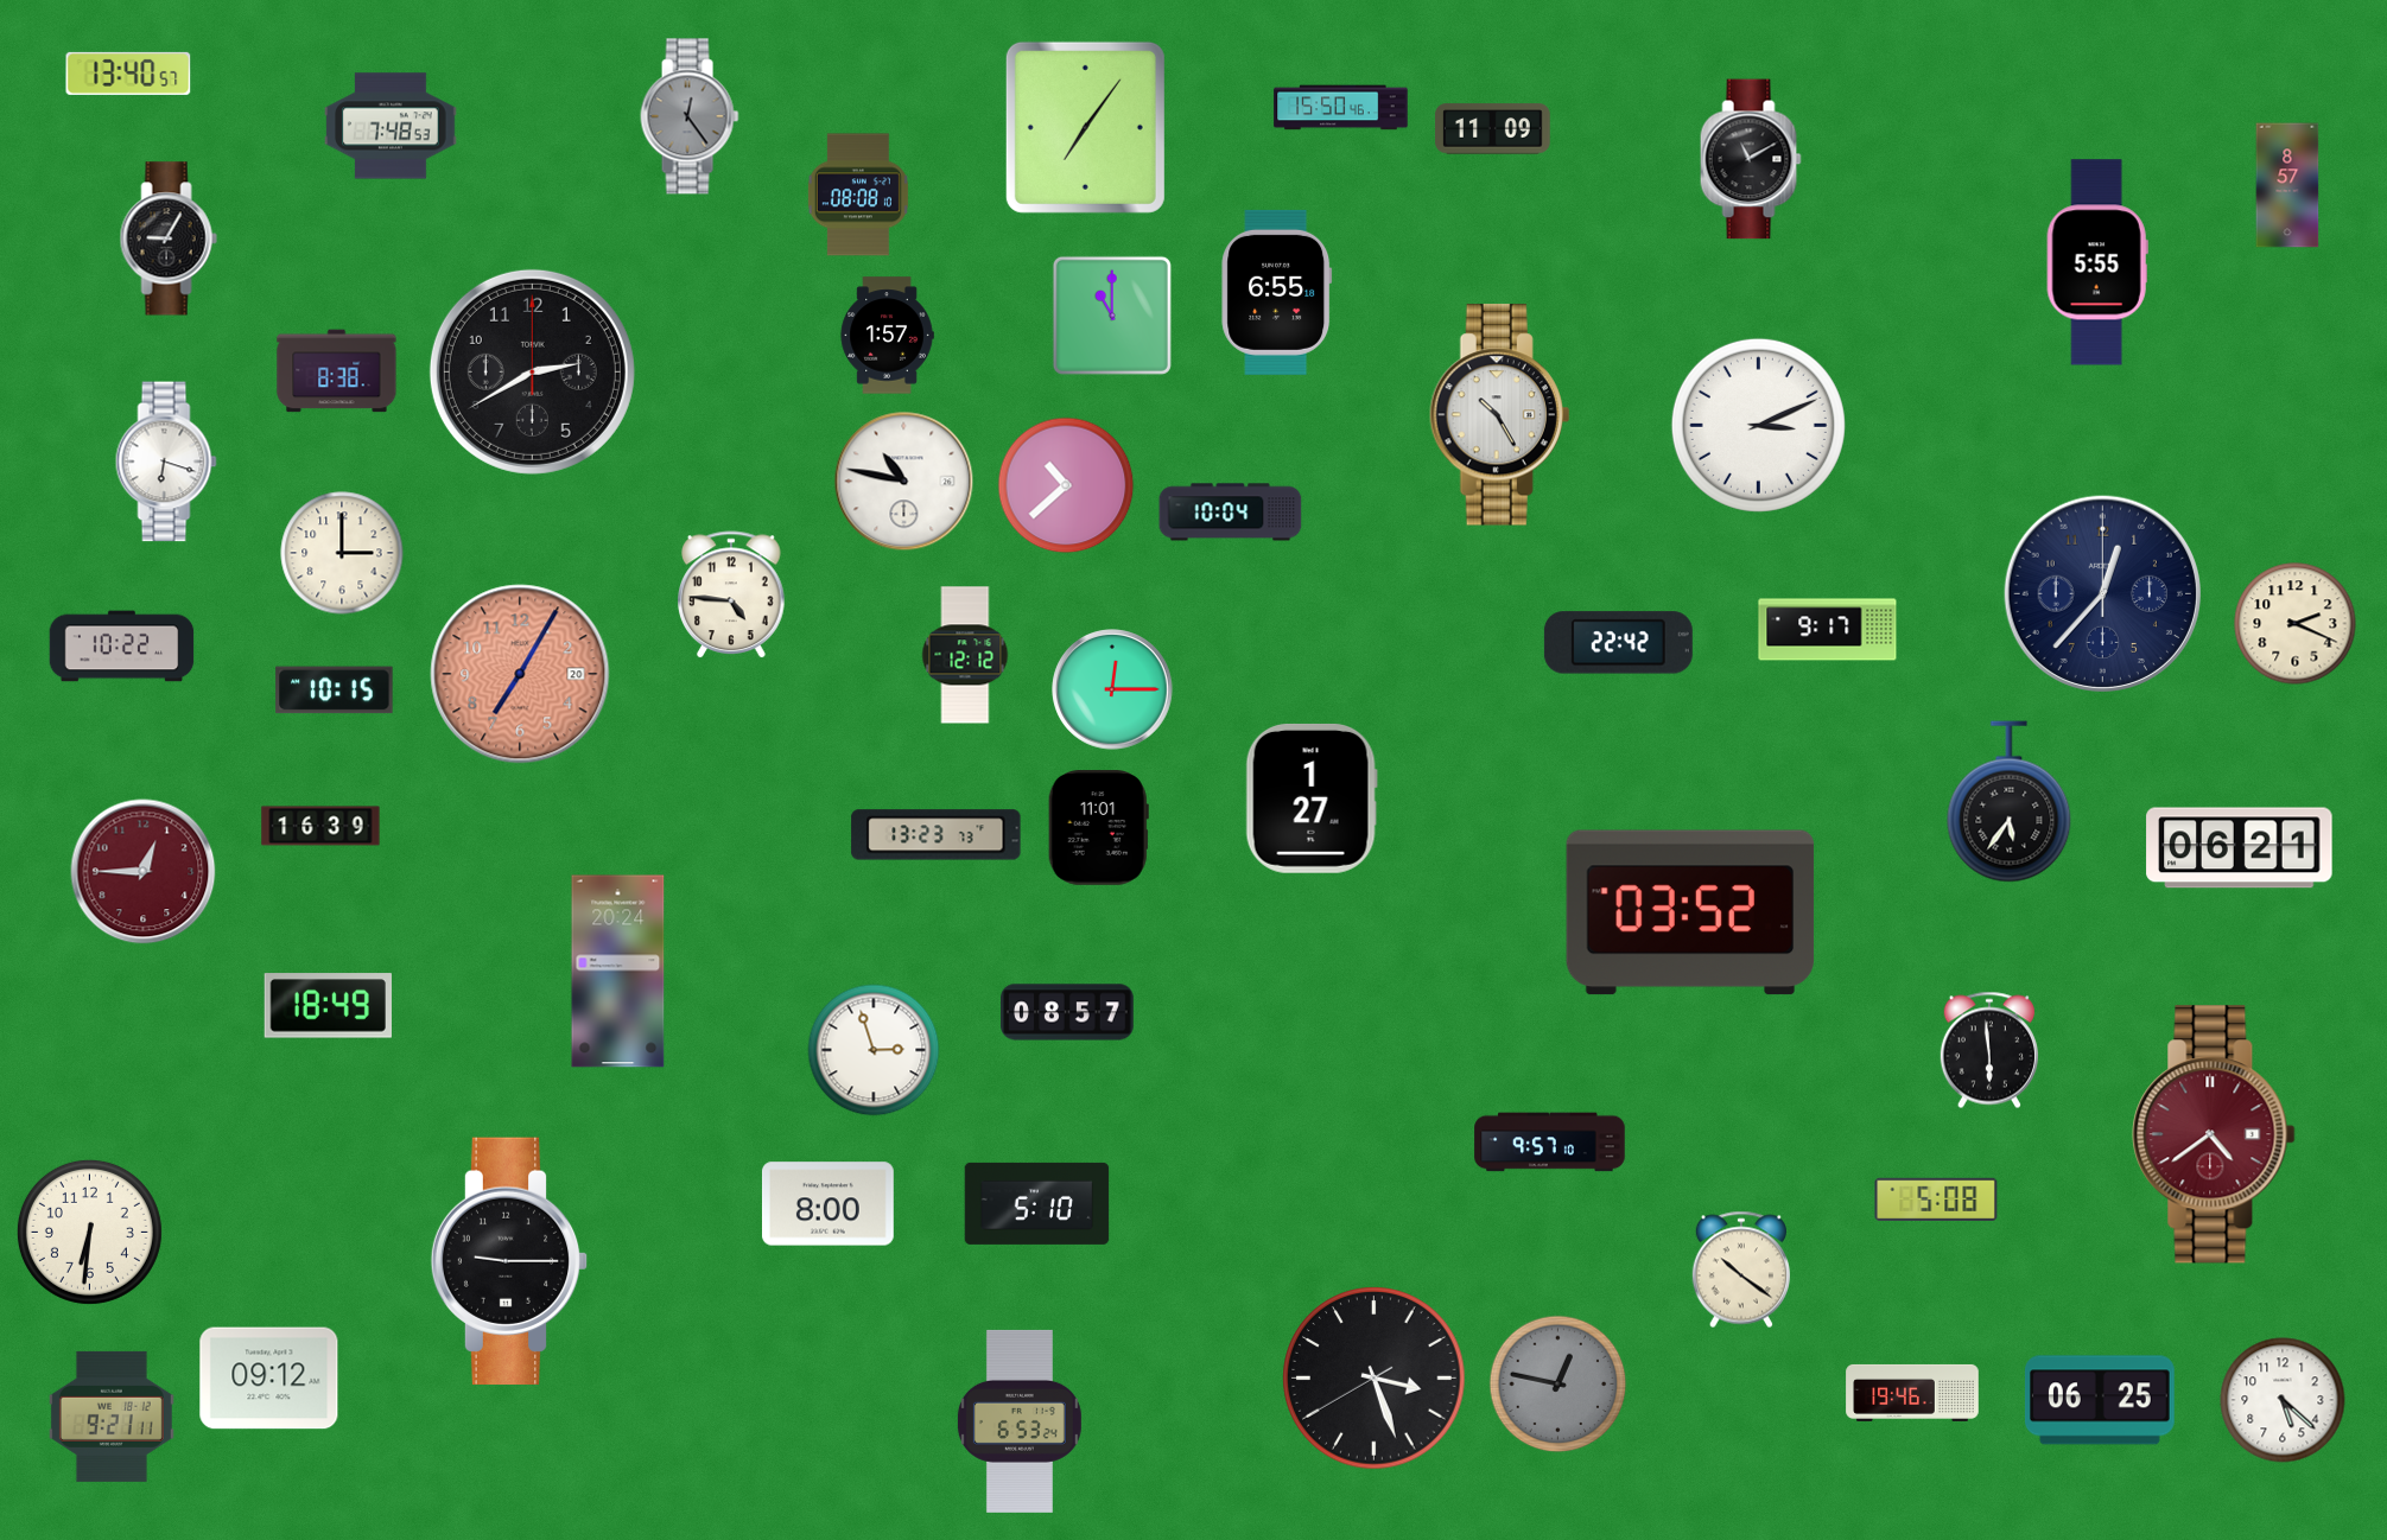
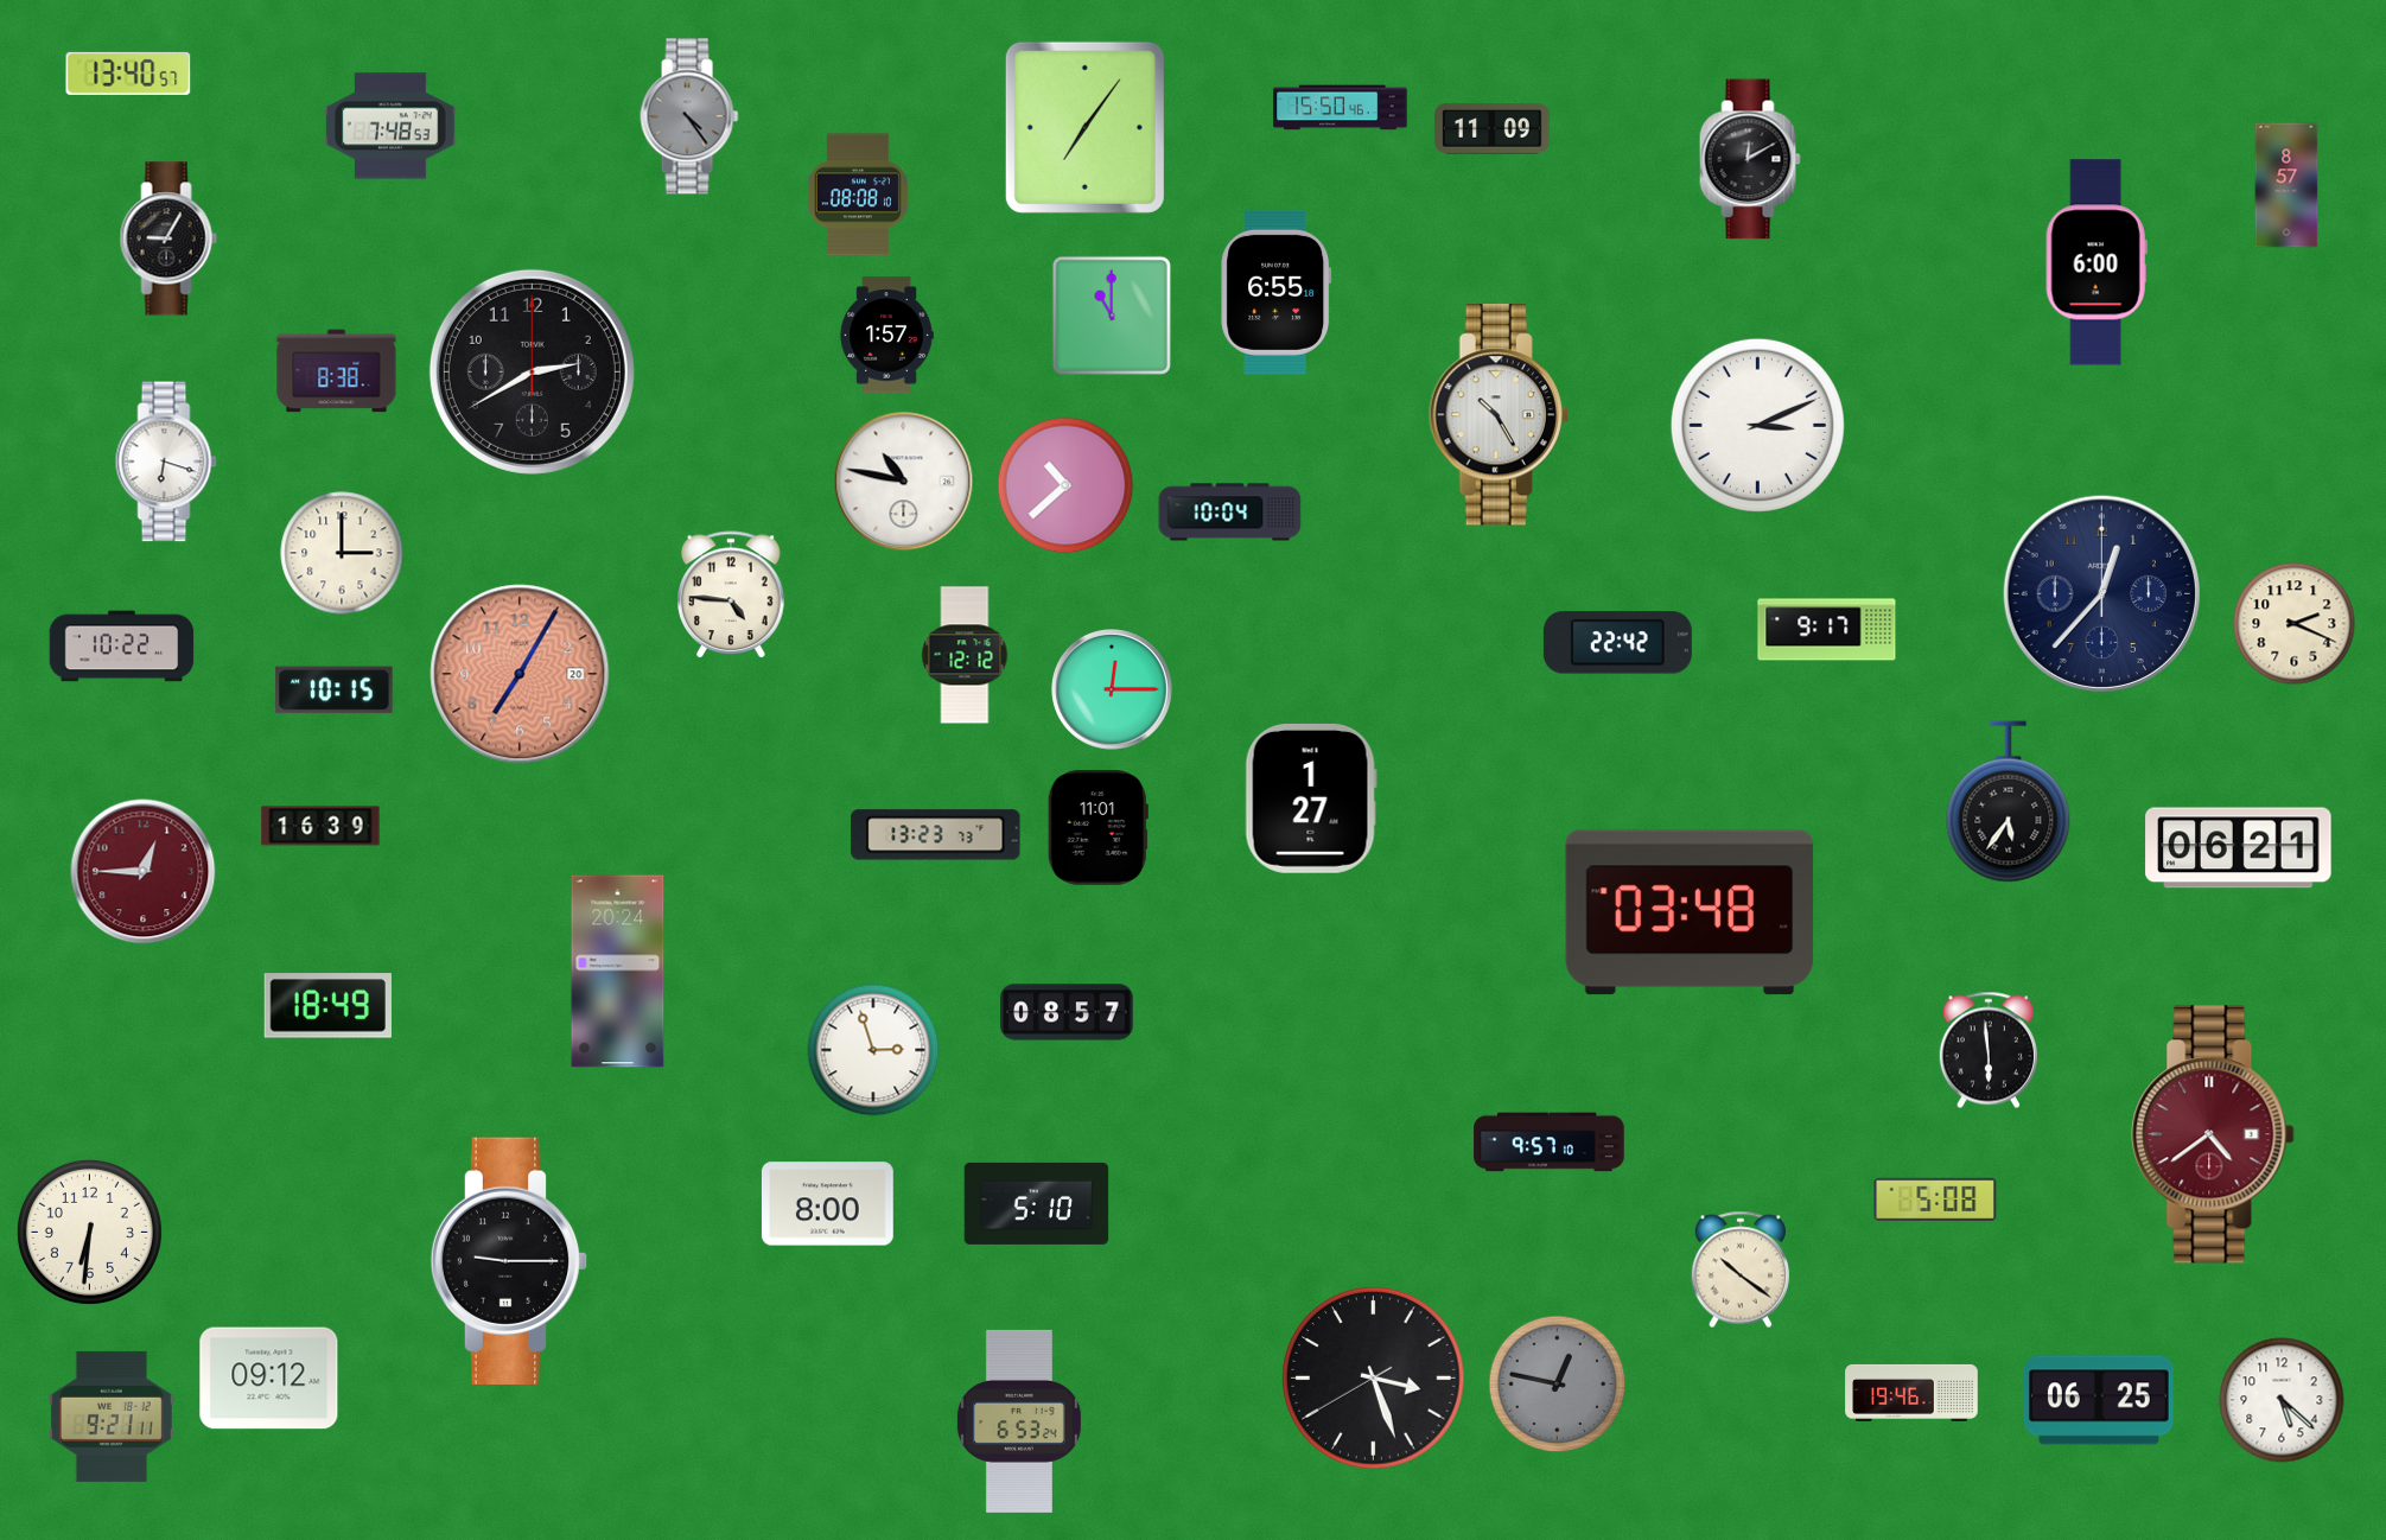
clock at (690, 116): 12:24 -> 4:24
clock at (1751, 159): 11:10 -> 12:10
clock at (2097, 262): 5:55 -> 6:00
clock at (1690, 912): 03:52 -> 03:48
